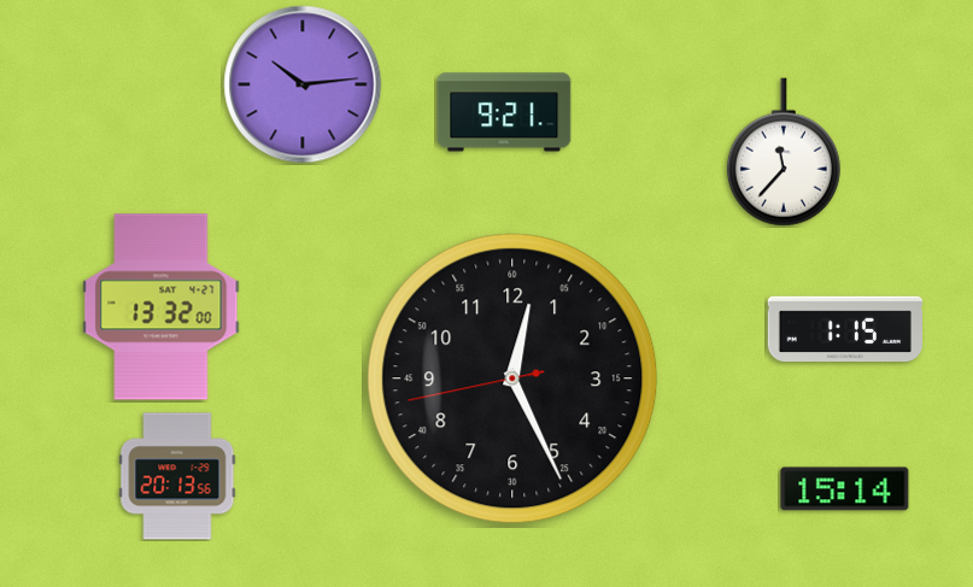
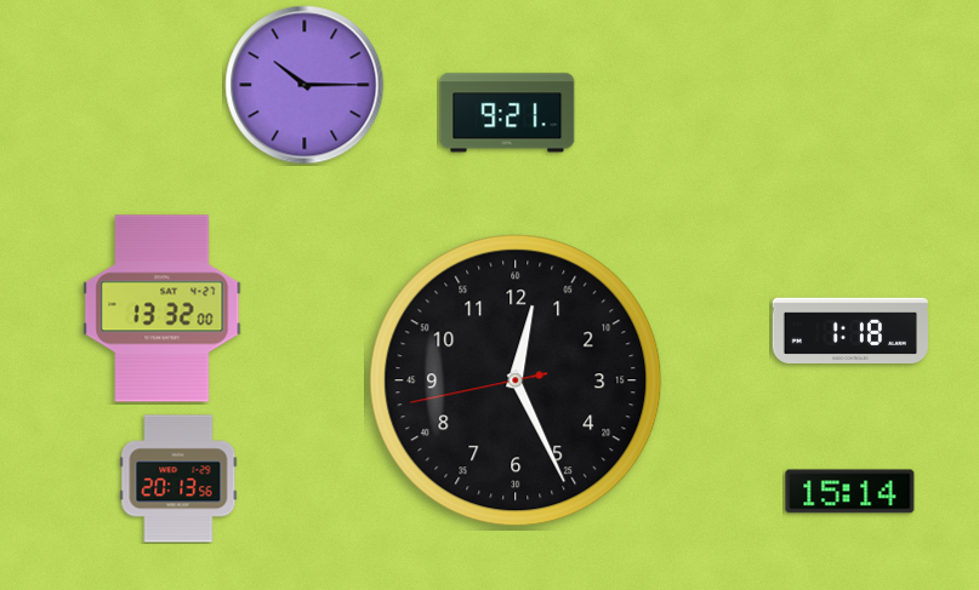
clock at (303, 84): 10:14 -> 10:15
clock at (784, 152): 11:37 -> none
clock at (845, 328): 1:15 -> 1:18
